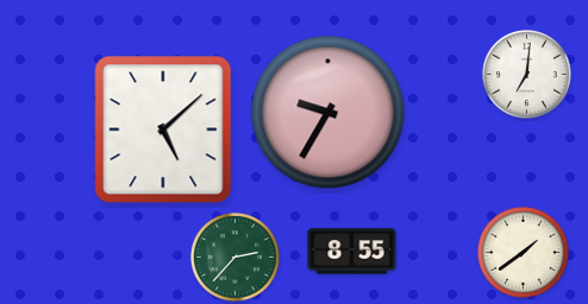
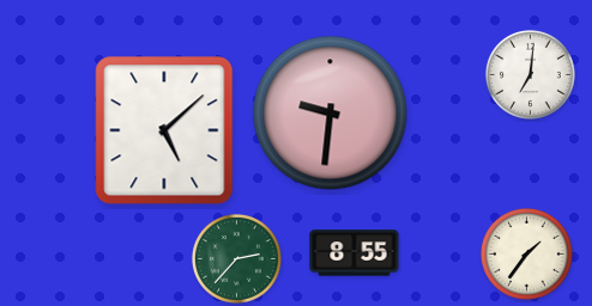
clock at (329, 113): 9:35 -> 9:31
clock at (523, 252): 1:39 -> 1:36
